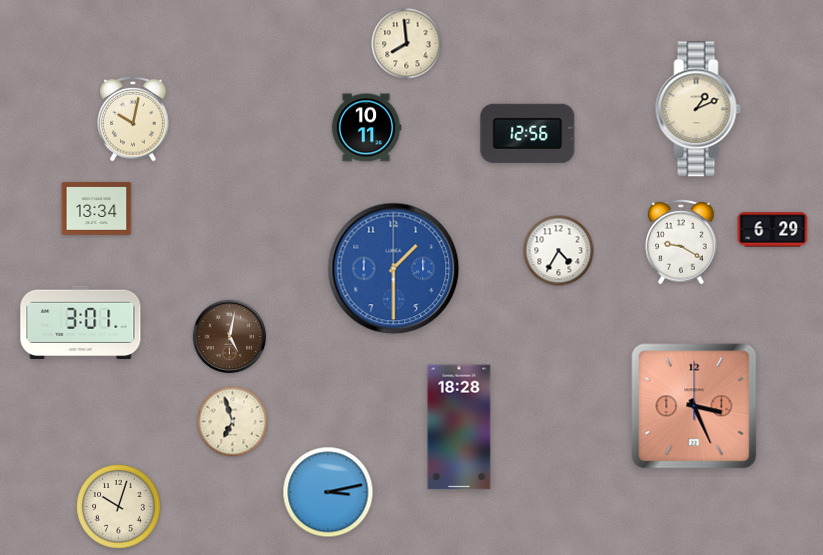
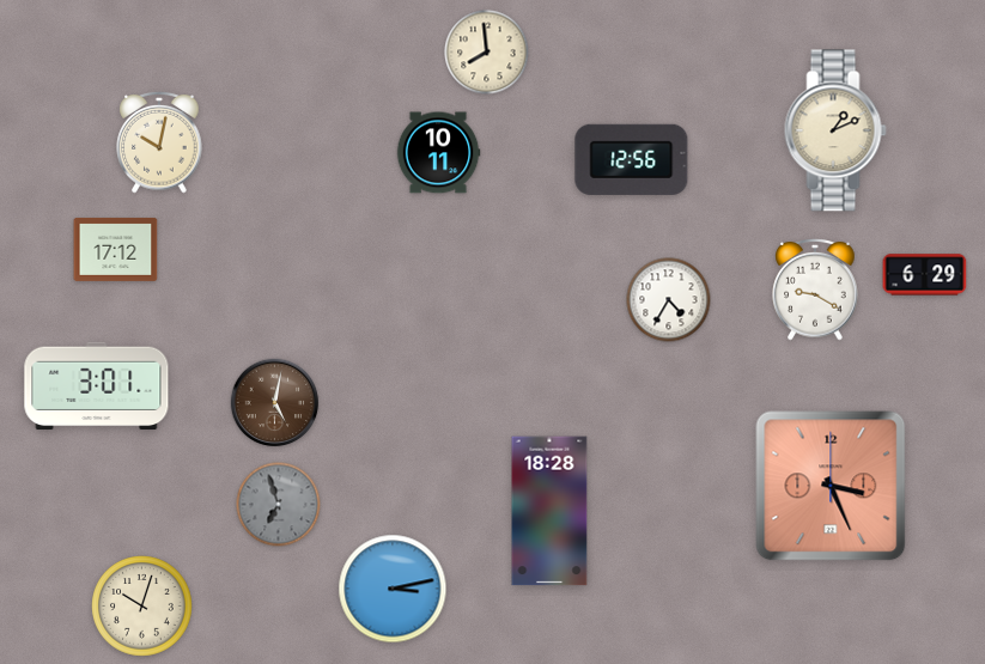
clock at (97, 208): 13:34 -> 17:12
clock at (394, 269): 1:30 -> none
clock at (233, 422) dial: cream -> grey
